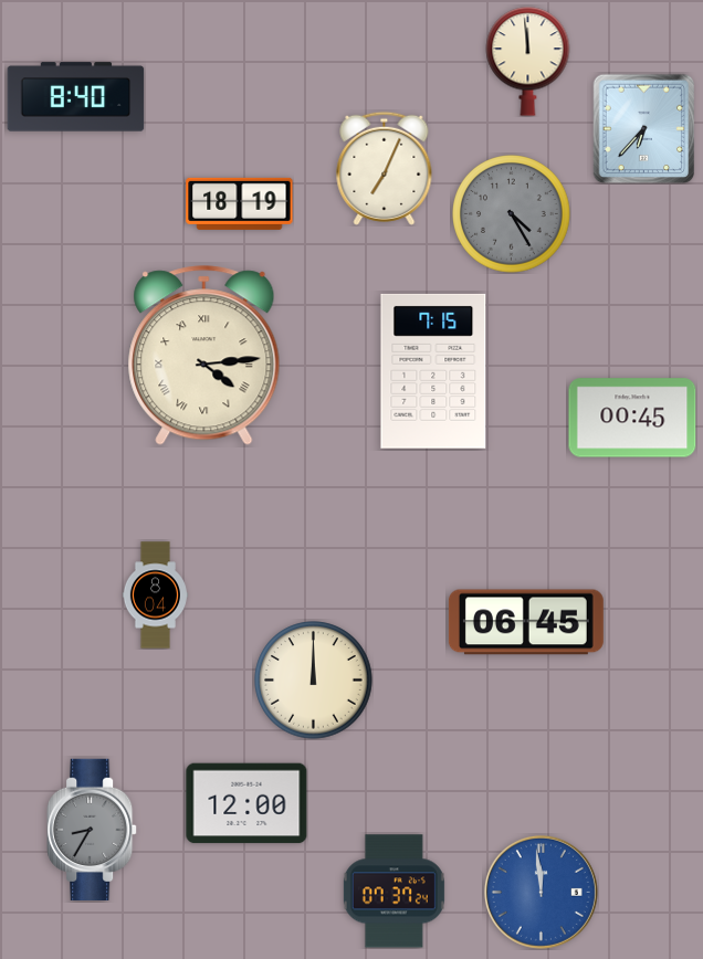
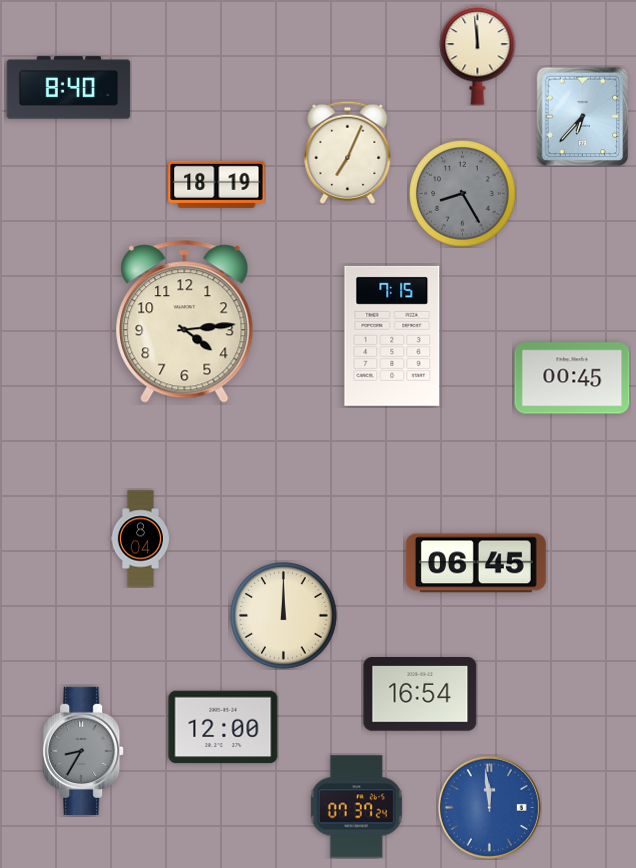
clock at (512, 214): 4:25 -> 8:25
clock at (204, 356) numerals: Roman -> Arabic
clock at (420, 694): none -> 16:54
